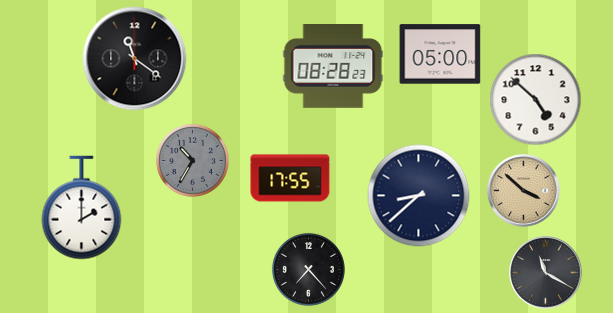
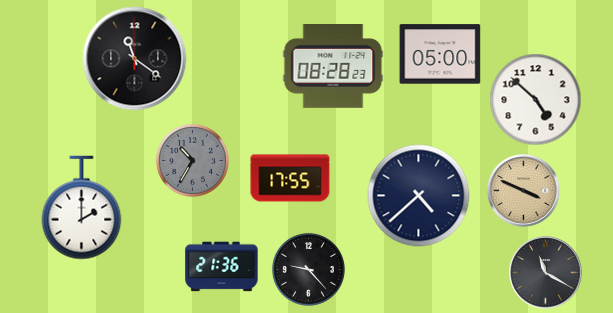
clock at (524, 191): 3:52 -> 3:49
clock at (419, 196): 8:38 -> 4:38
clock at (222, 267): none -> 21:36
clock at (308, 269): 7:23 -> 9:23
